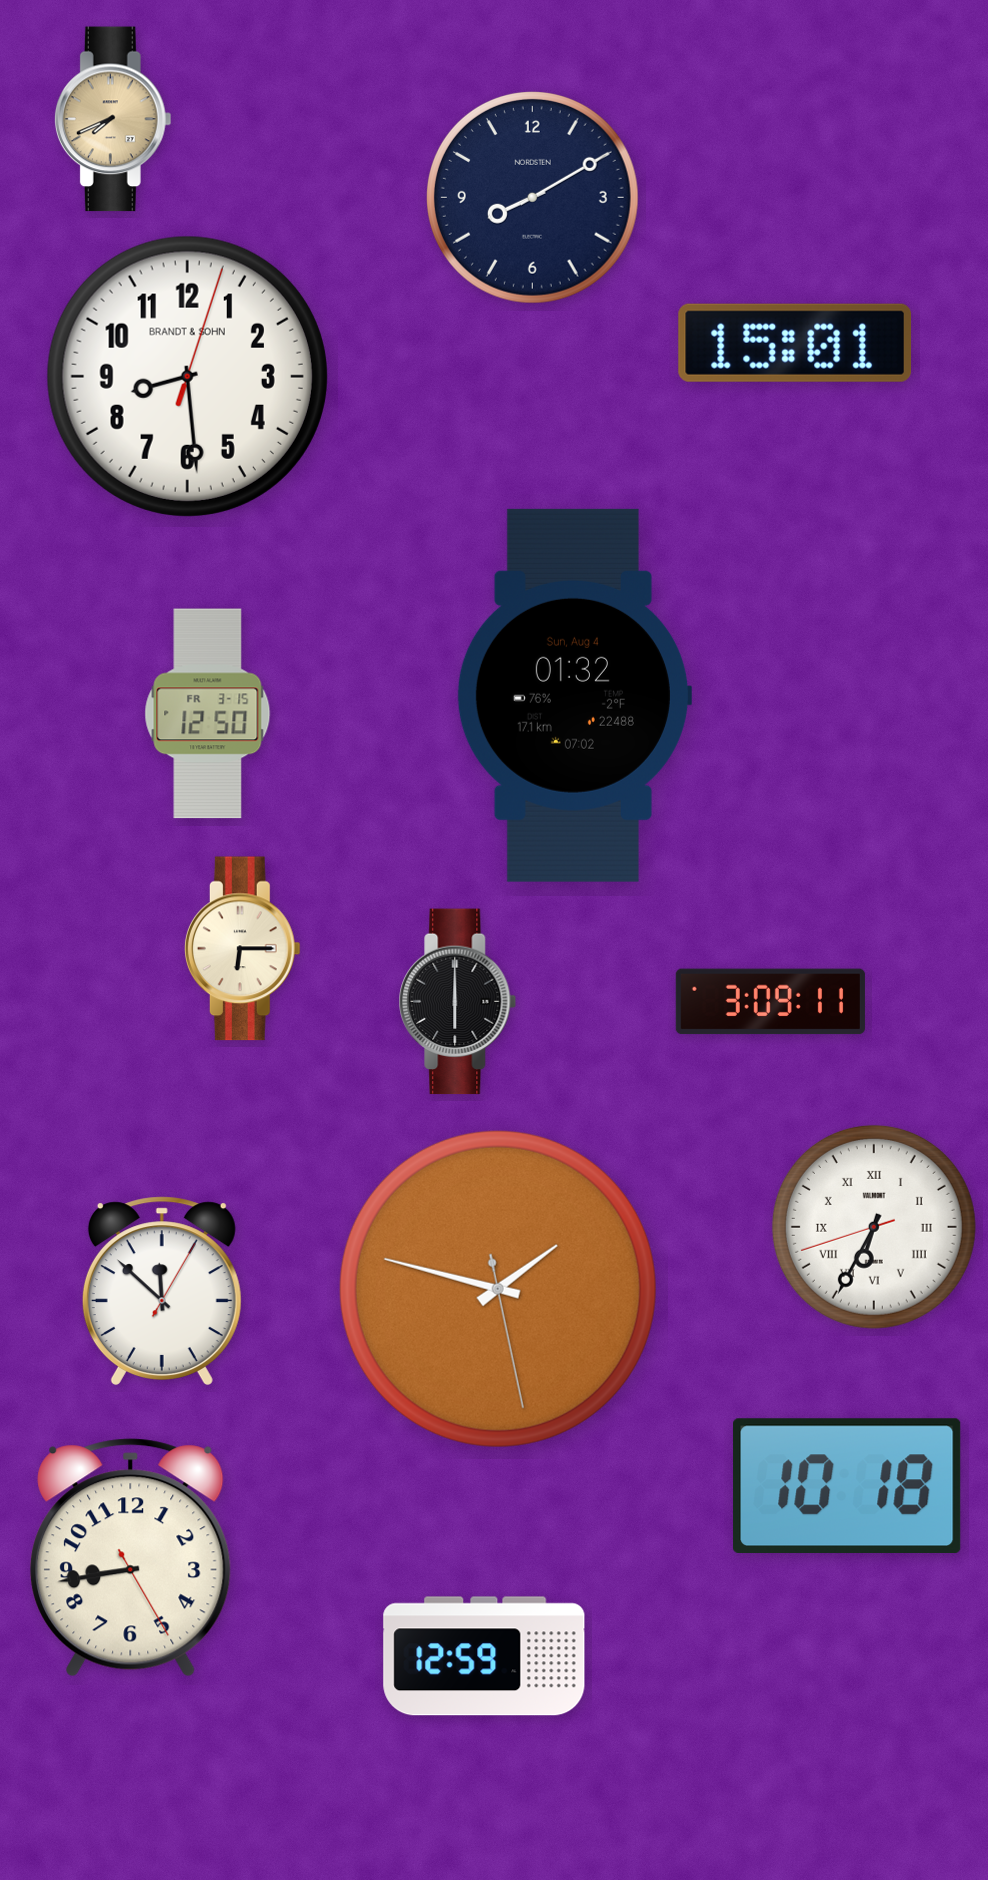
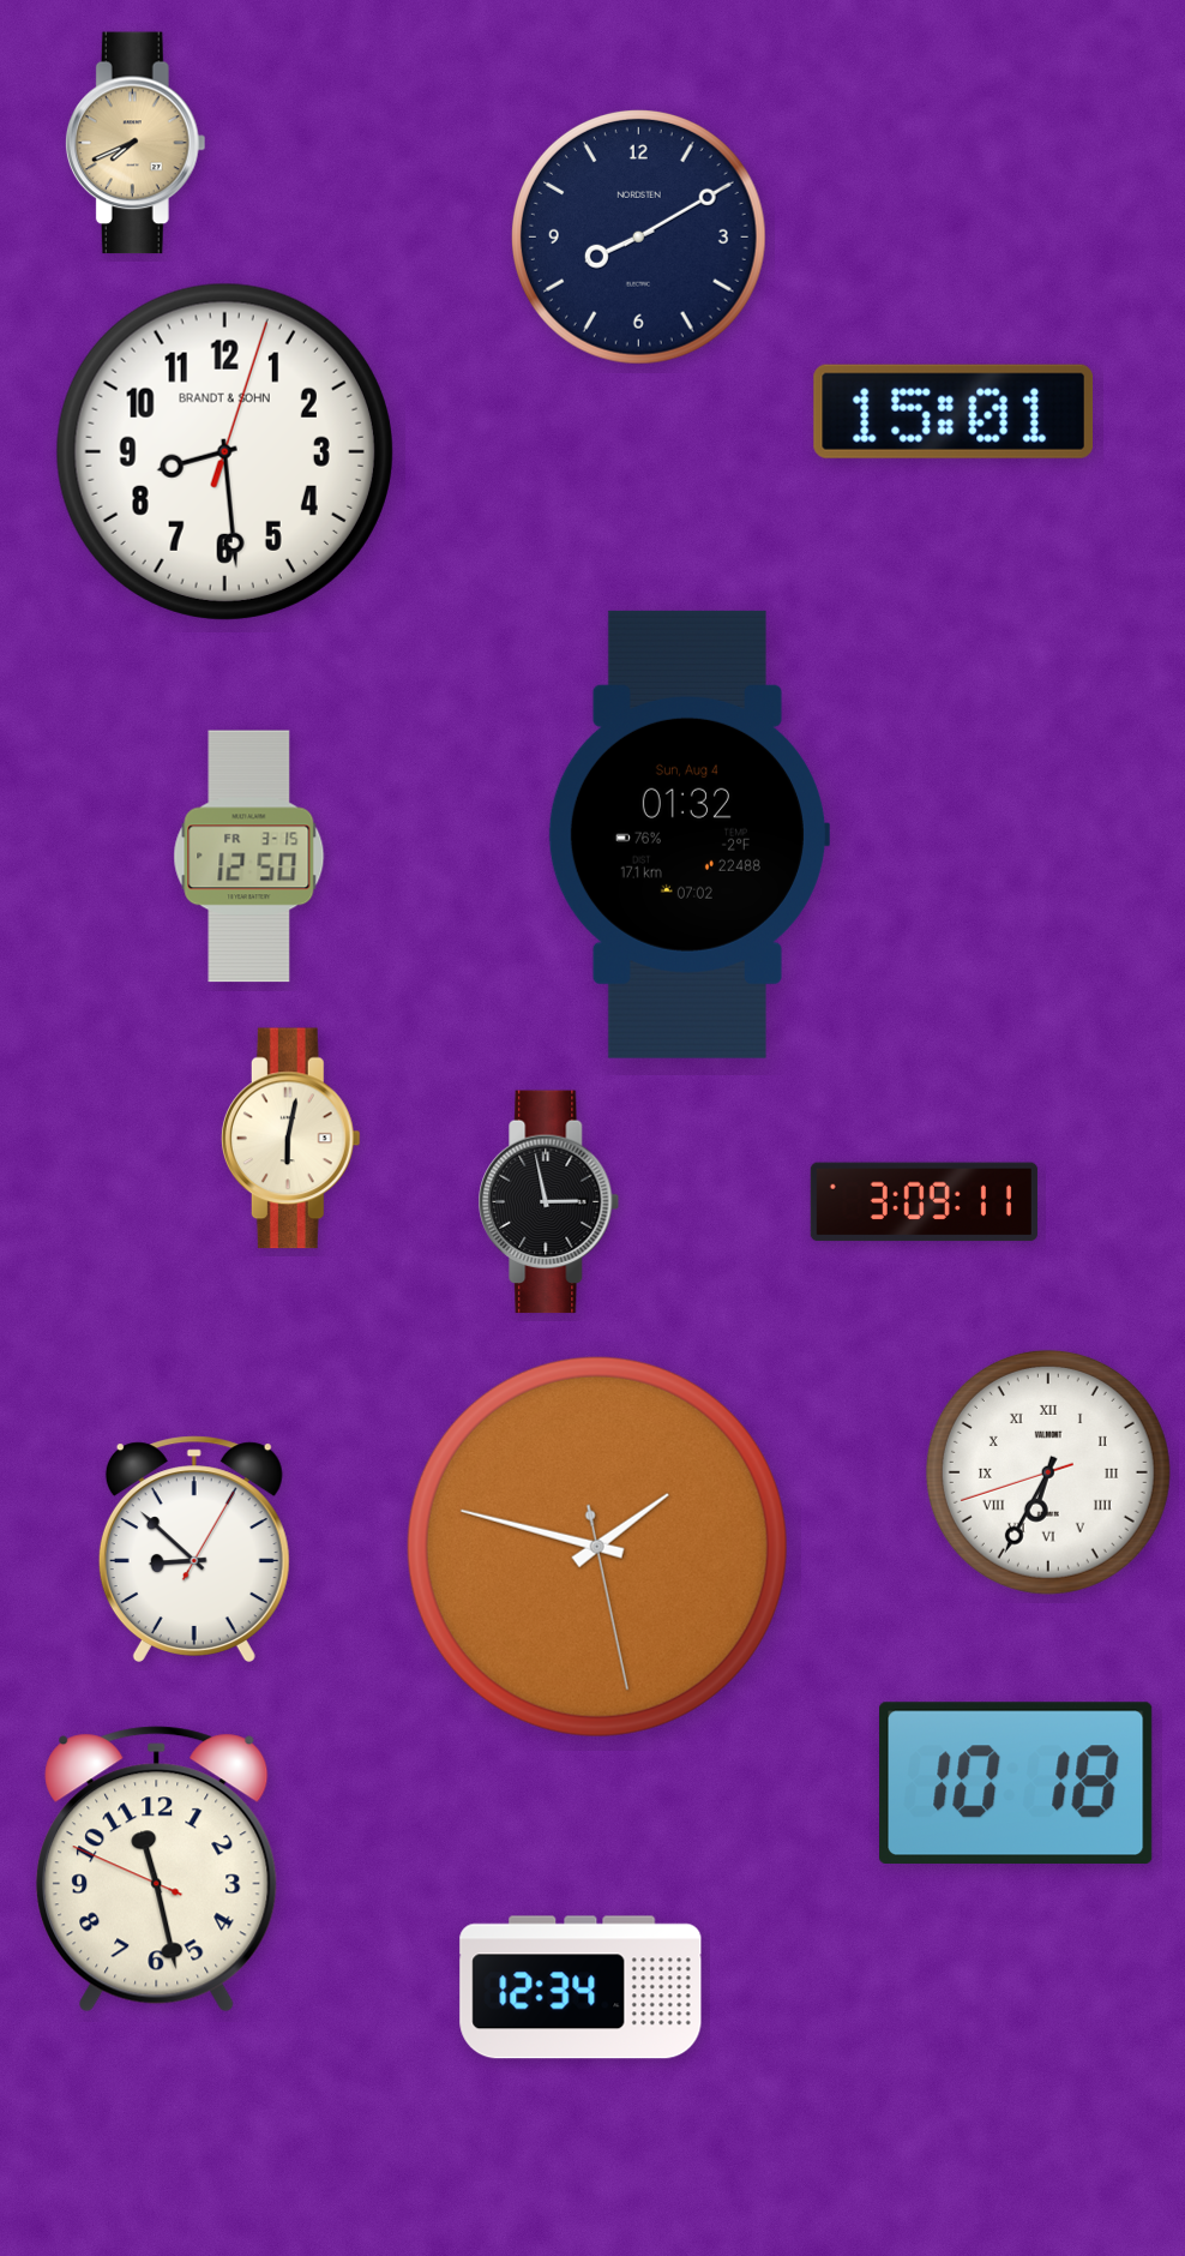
clock at (242, 949): 6:15 -> 6:02
clock at (458, 1002): 6:00 -> 2:58
clock at (162, 1291): 11:52 -> 8:52
clock at (131, 1558): 8:43 -> 11:27
clock at (484, 1656): 12:59 -> 12:34
